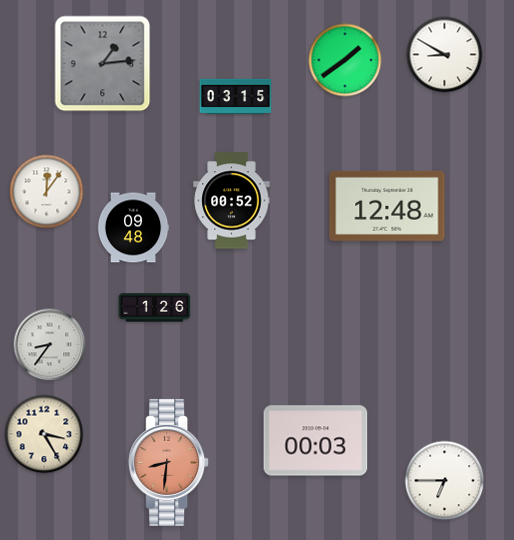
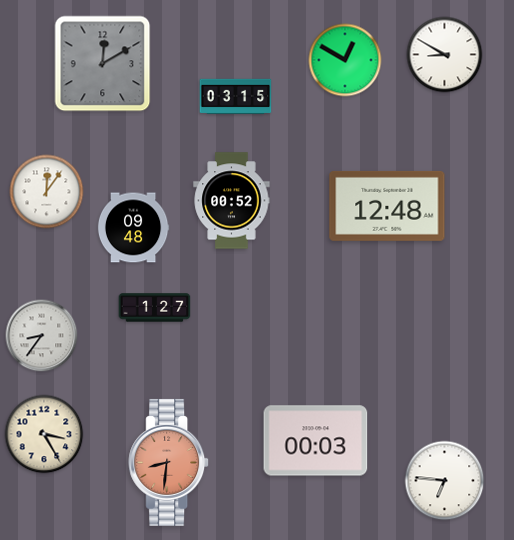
clock at (345, 60): 1:39 -> 12:50
clock at (103, 64): 1:14 -> 12:10
clock at (155, 308): 1:26 -> 1:27
clock at (50, 345) position: (50, 345) -> (42, 336)
clock at (445, 481): 6:45 -> 6:46
